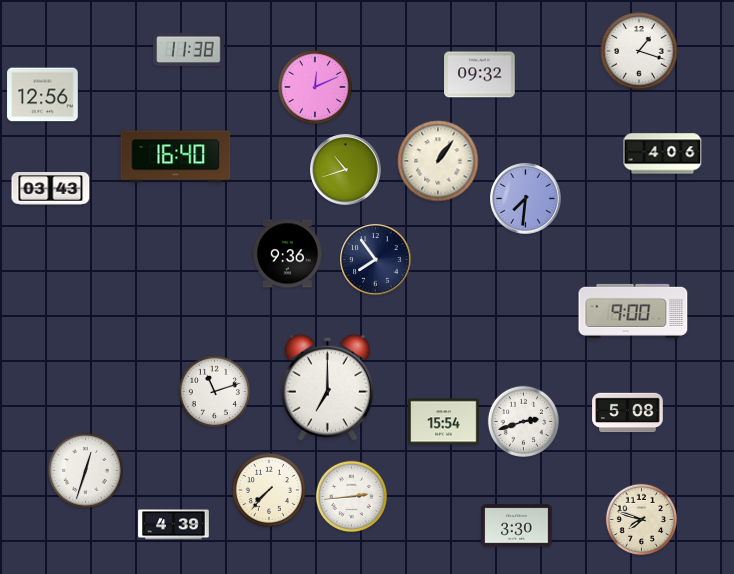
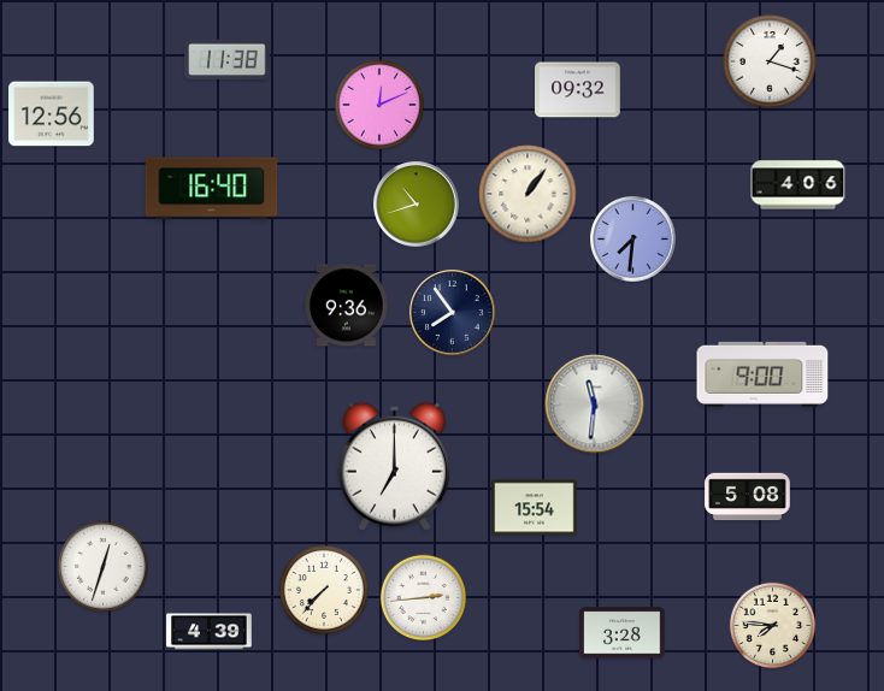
clock at (51, 189): 03:43 -> none
clock at (595, 404): none -> 11:31
clock at (214, 391): 11:12 -> none
clock at (628, 413) position: (628, 413) -> (748, 497)
clock at (523, 421): 2:42 -> none
clock at (641, 519): 7:48 -> 7:46
clock at (517, 526): 3:30 -> 3:28
